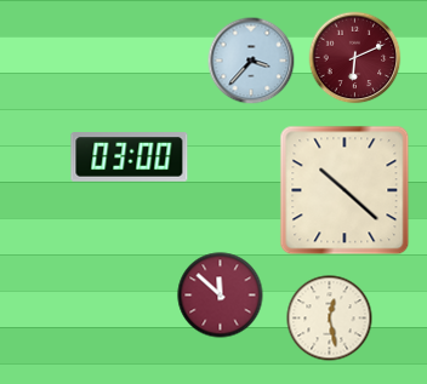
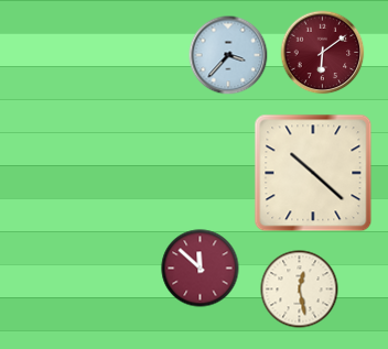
clock at (355, 58): 6:11 -> 6:09
clock at (130, 157): 03:00 -> none
